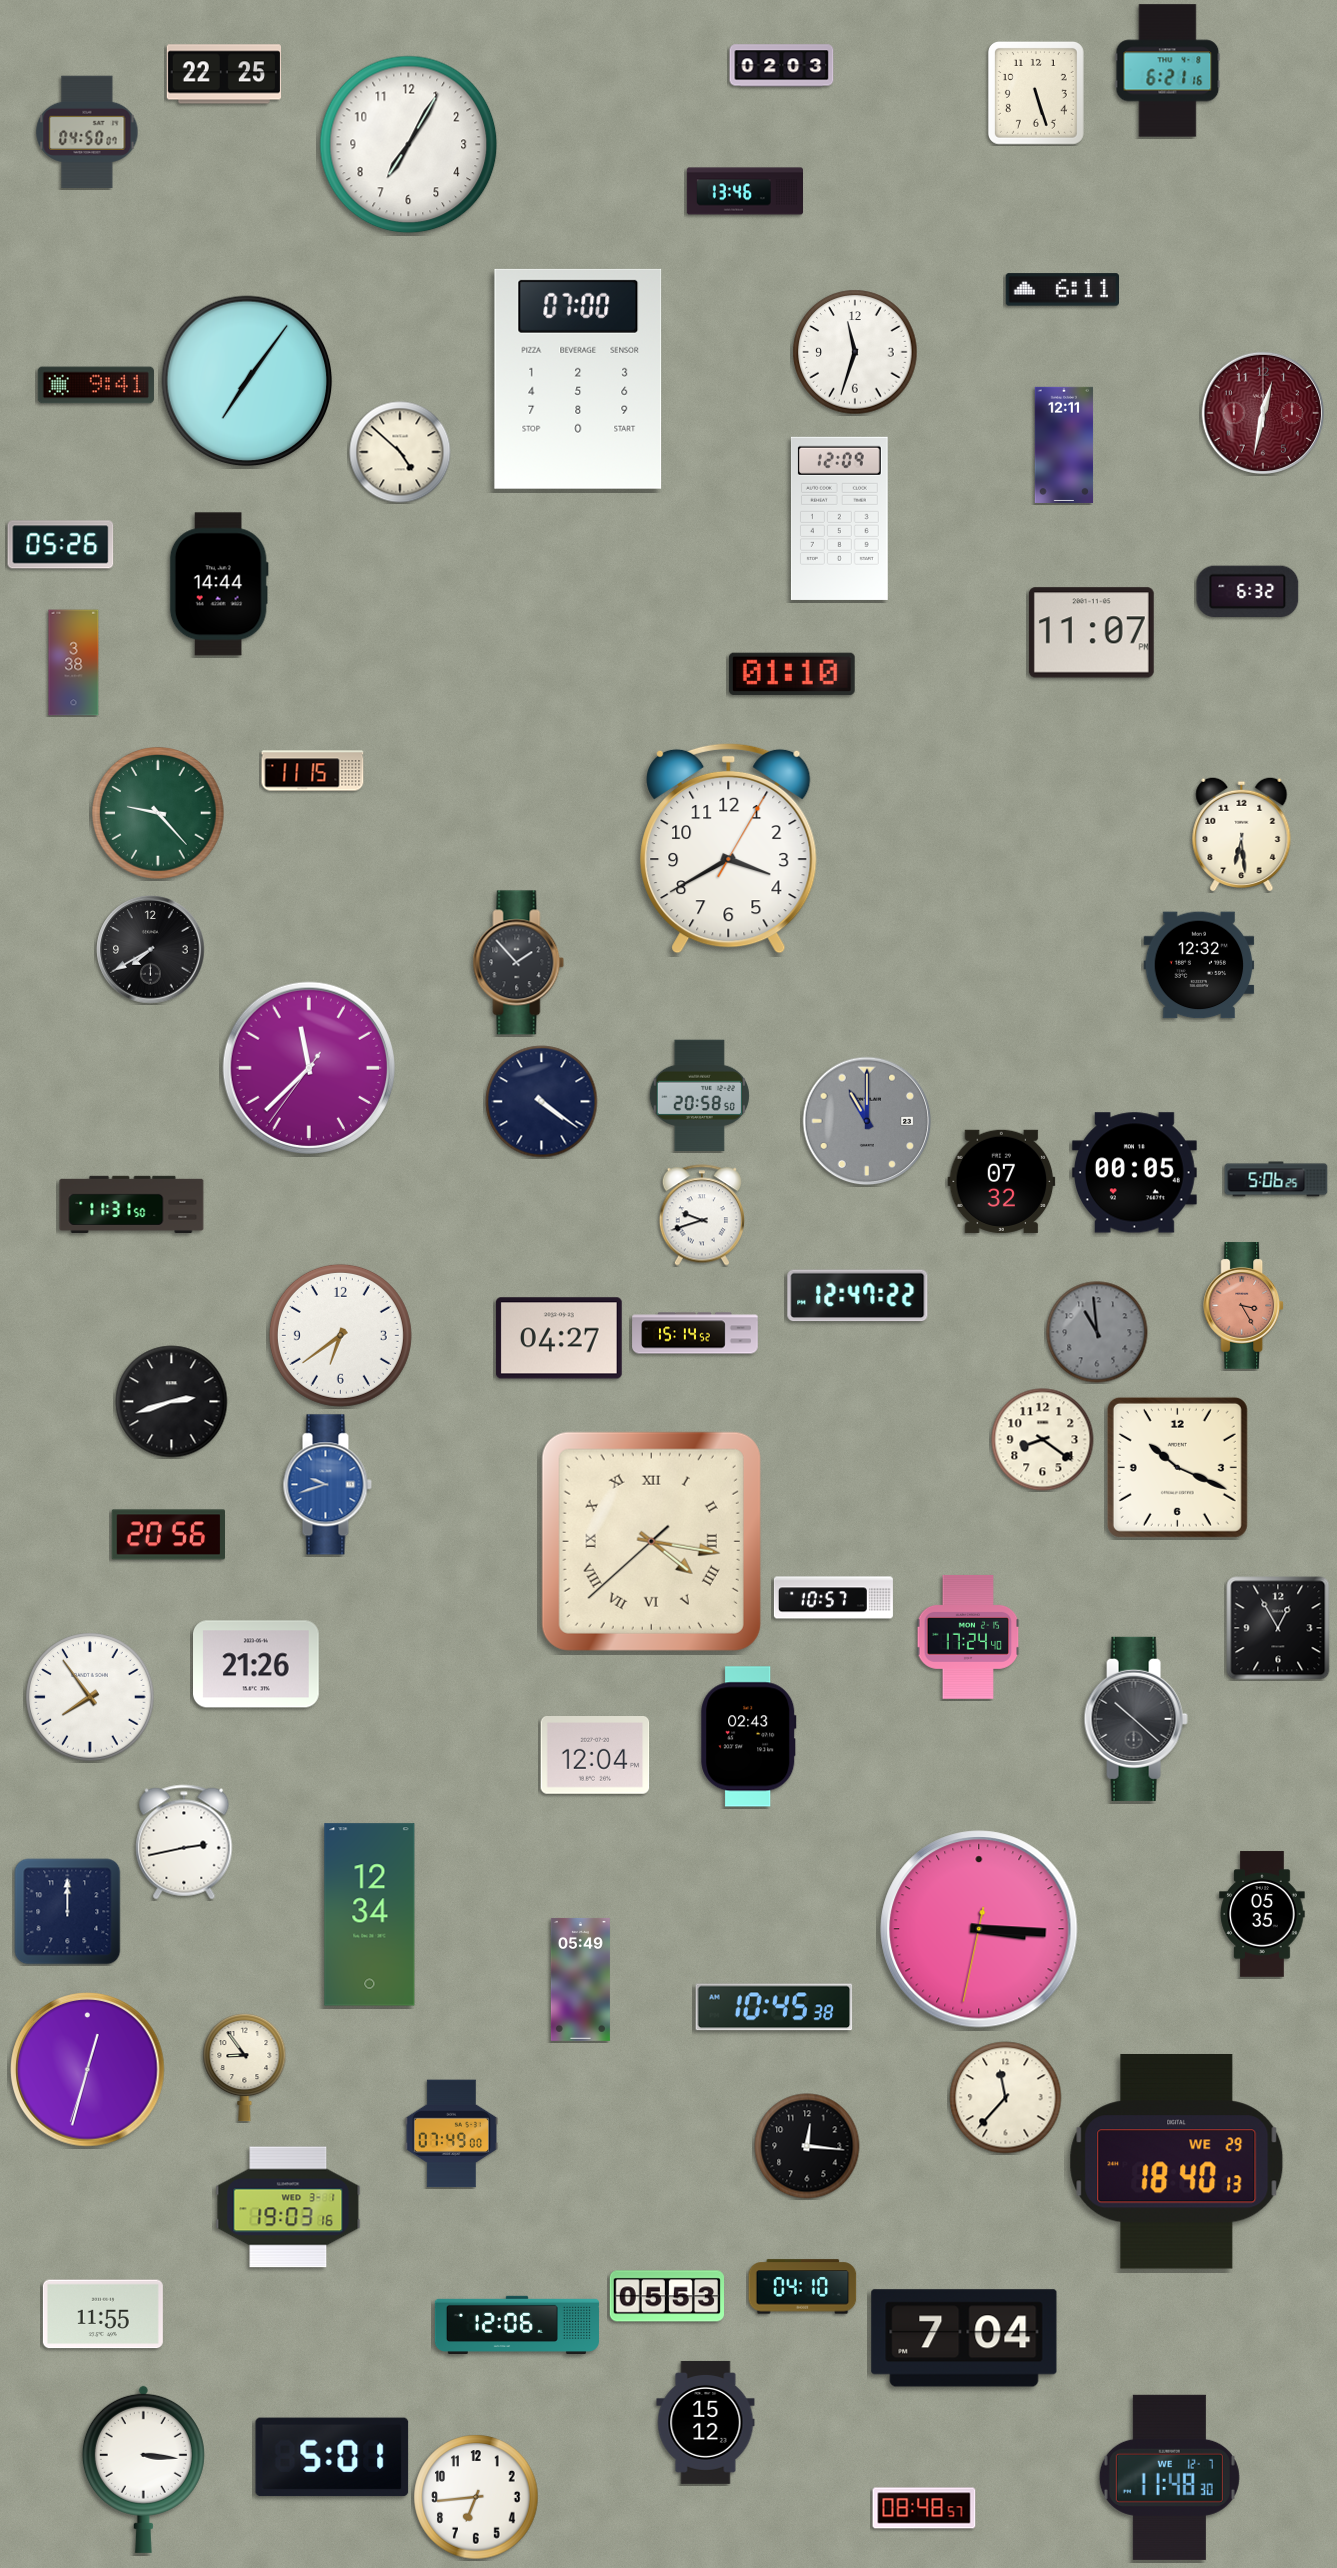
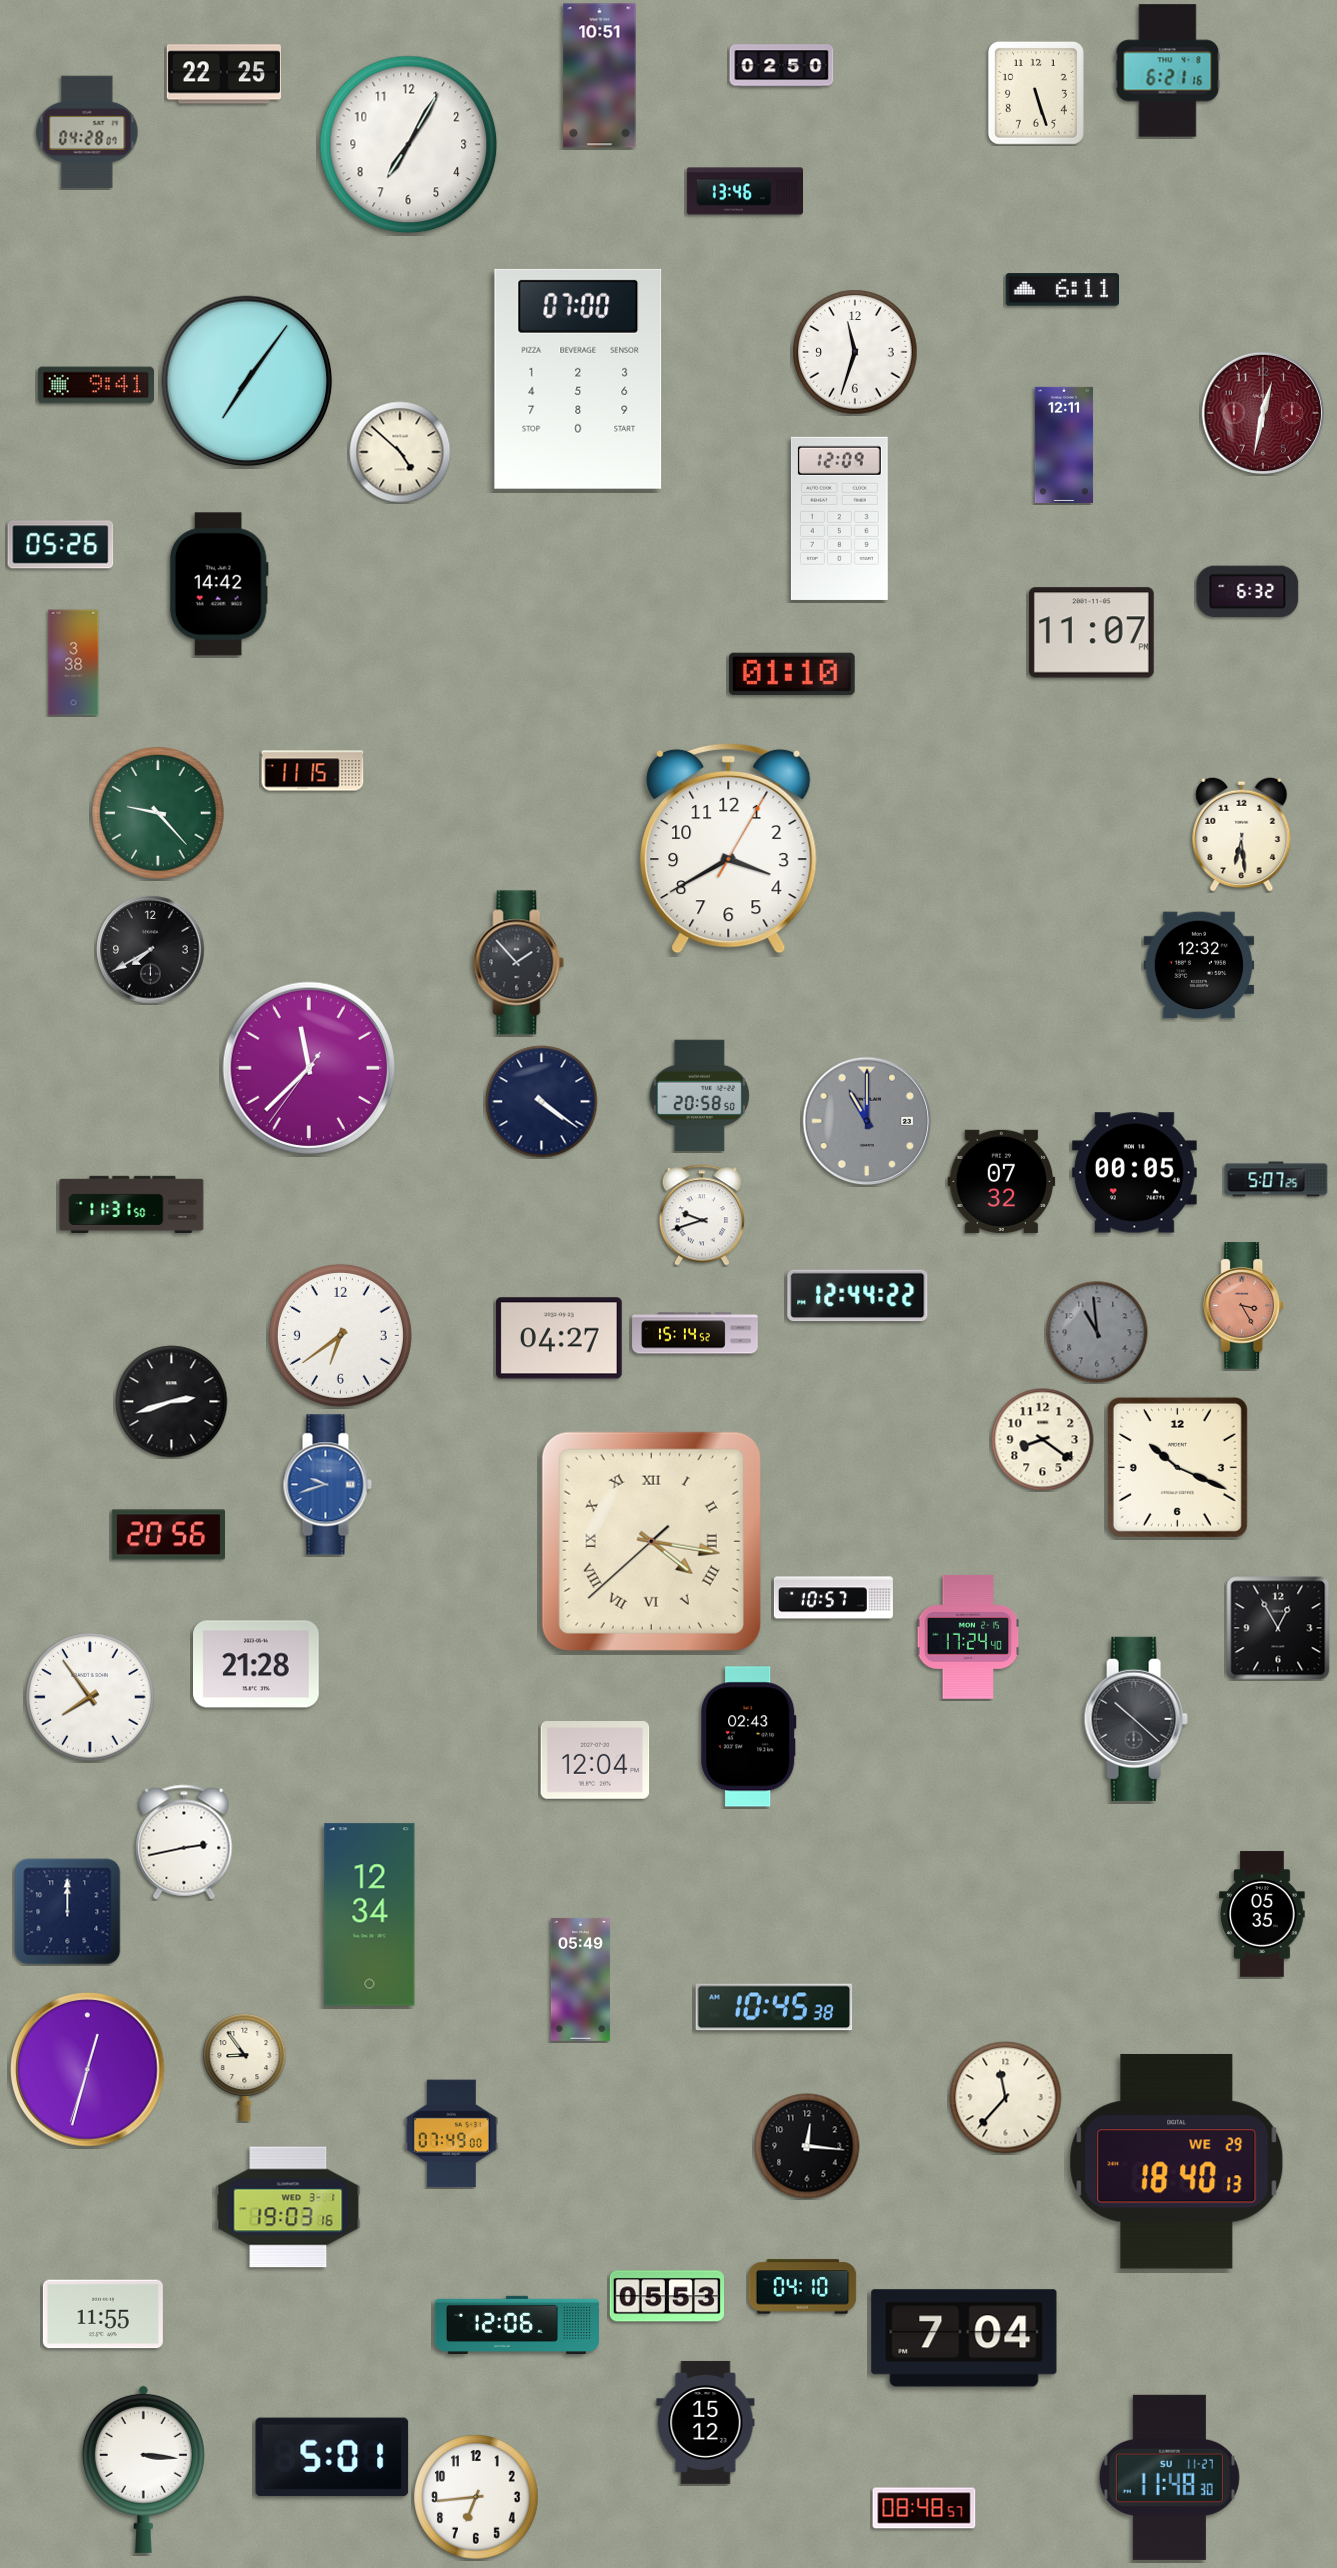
clock at (782, 66): 02:03 -> 02:50
clock at (600, 76): none -> 10:51
clock at (87, 132): 04:50 -> 04:28
clock at (219, 584): 14:44 -> 14:42
clock at (1276, 1179): 5:06 -> 5:07
clock at (858, 1296): 12:47 -> 12:44
clock at (257, 1664): 21:26 -> 21:28
clock at (595, 1756) position: (595, 1756) -> (595, 1761)
clock at (979, 1929): 3:15 -> none
clock at (1169, 2477) date: WE 12-7 -> SU 11-27
